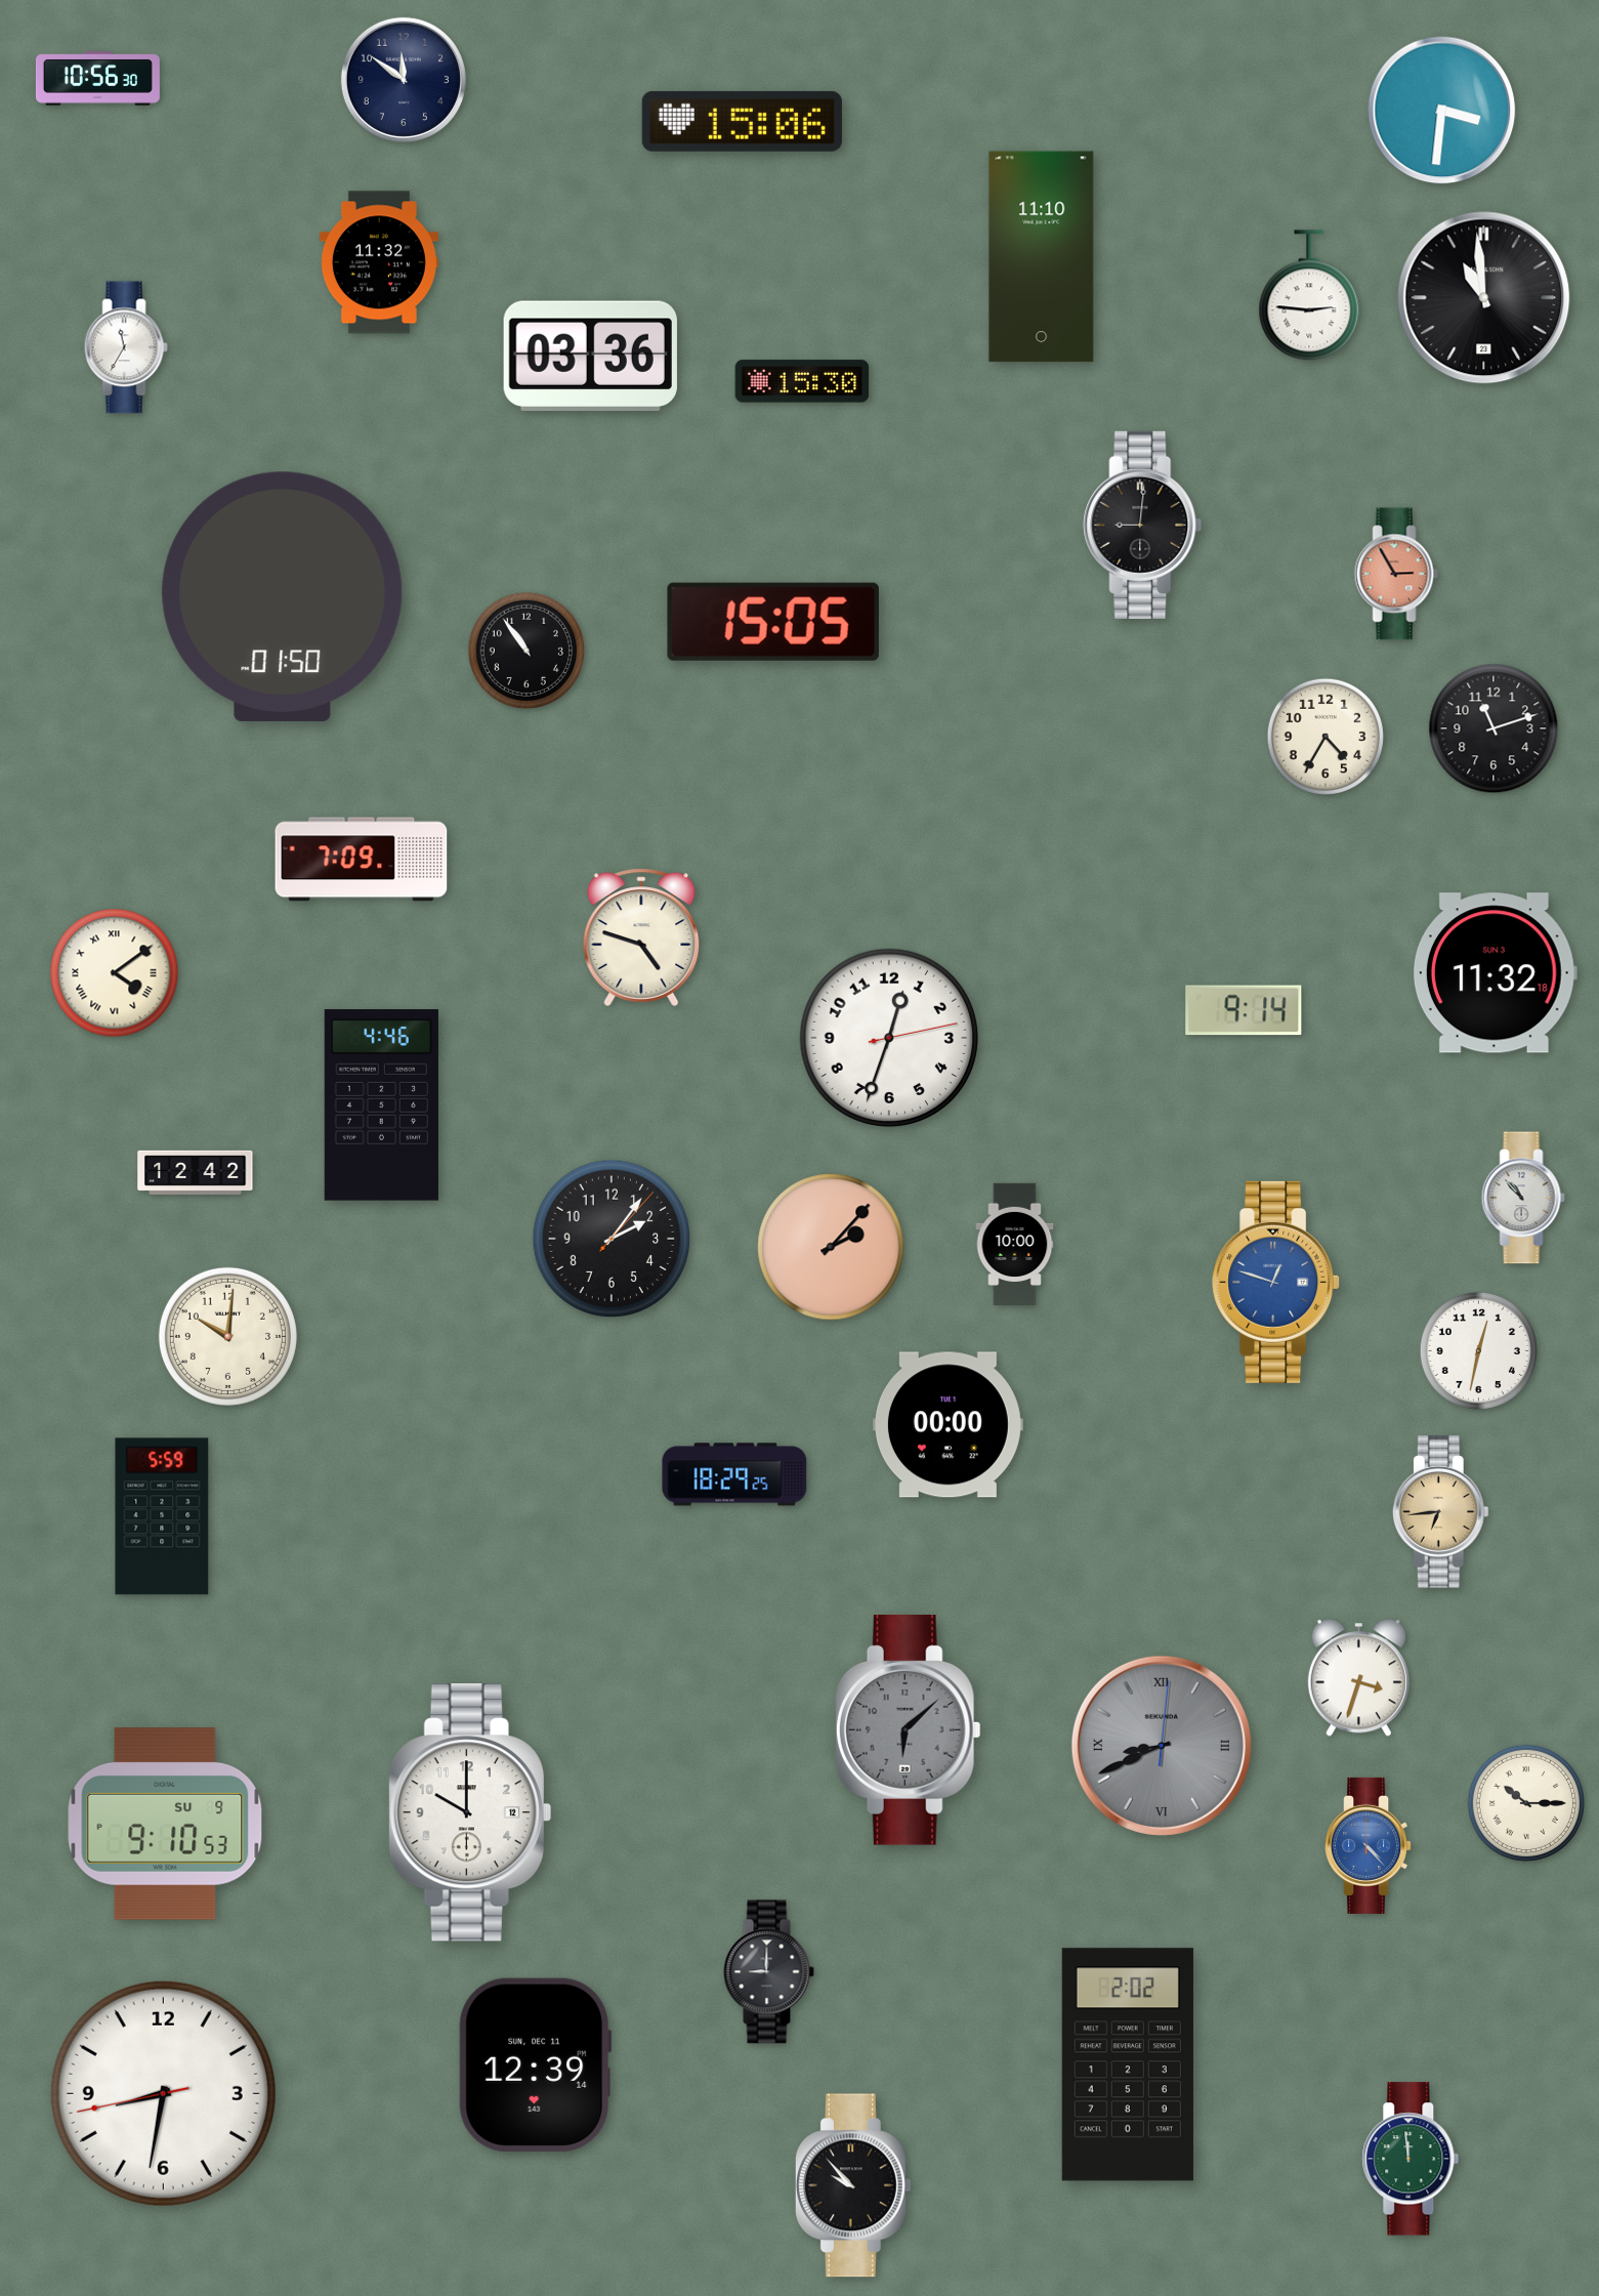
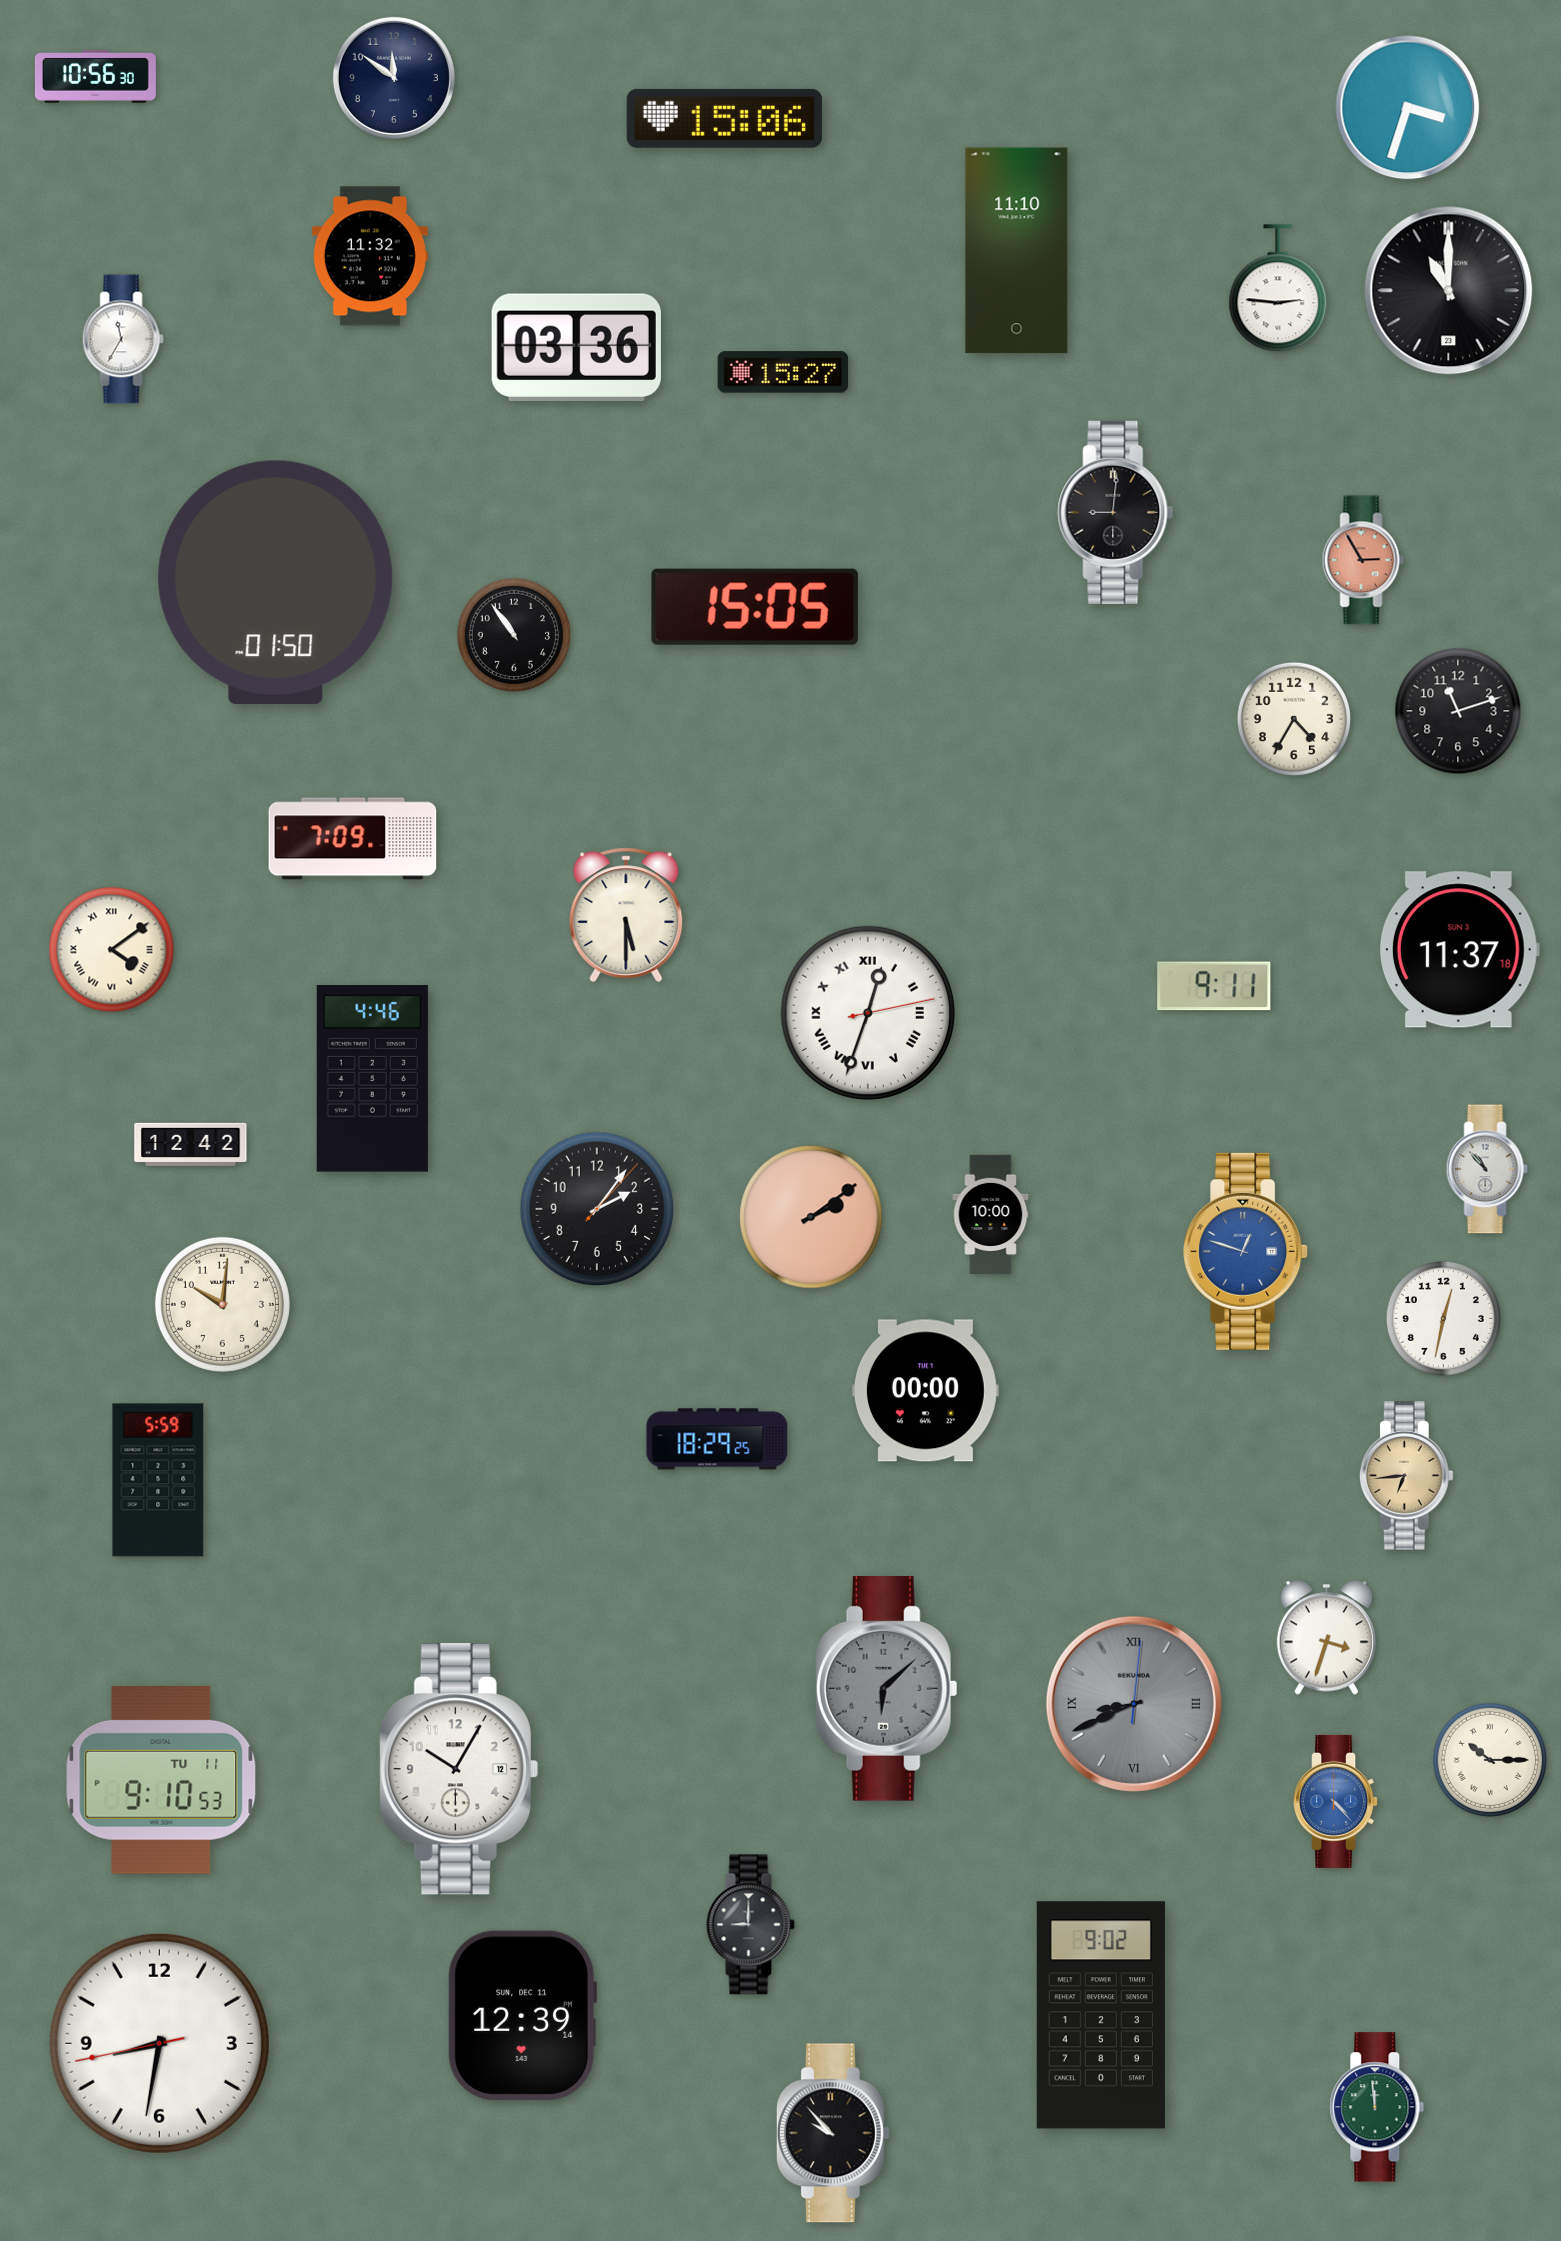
clock at (1442, 111): 3:31 -> 3:33
clock at (1484, 298): 10:59 -> 11:00
clock at (802, 381): 15:30 -> 15:27
clock at (641, 937): 4:48 -> 5:30
clock at (1495, 973): 11:32 -> 11:37
clock at (1244, 1010): 9:14 -> 9:11
clock at (889, 1038) numerals: Arabic -> Roman
clock at (831, 1247): 2:07 -> 2:09
clock at (470, 1812): 10:00 -> 10:05
clock at (165, 1825) date: SU 9 -> TU 11
clock at (1128, 2064): 2:02 -> 9:02
